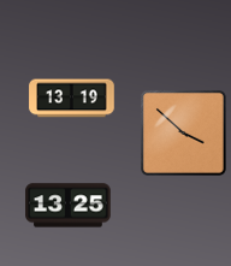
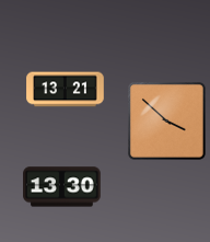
clock at (72, 99): 13:19 -> 13:21
clock at (69, 206): 13:25 -> 13:30
